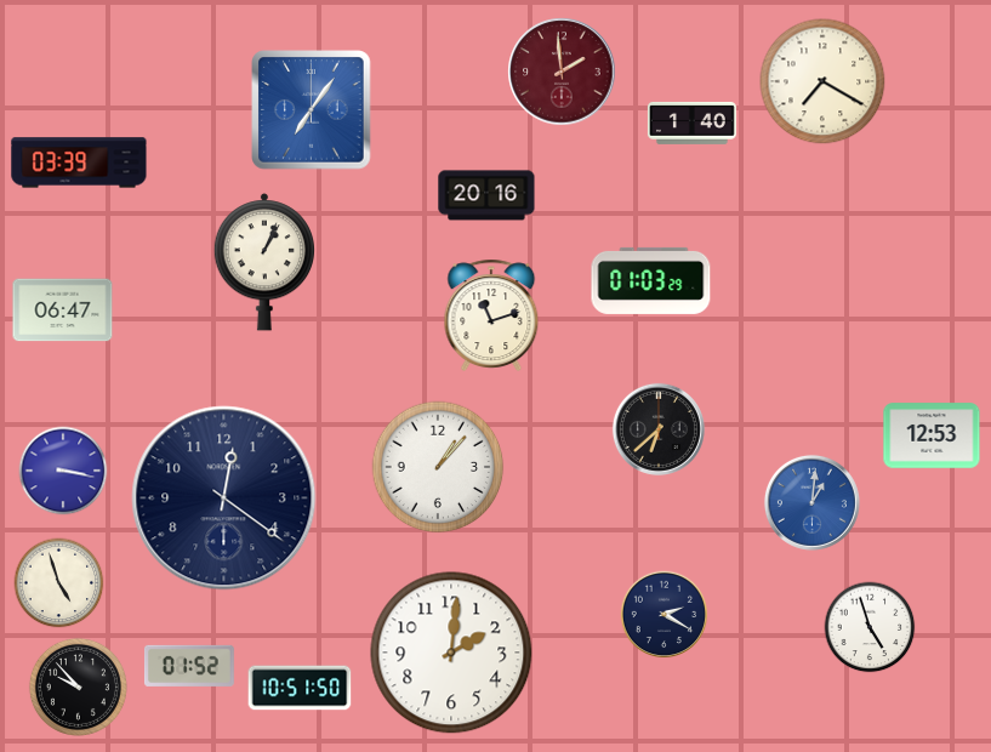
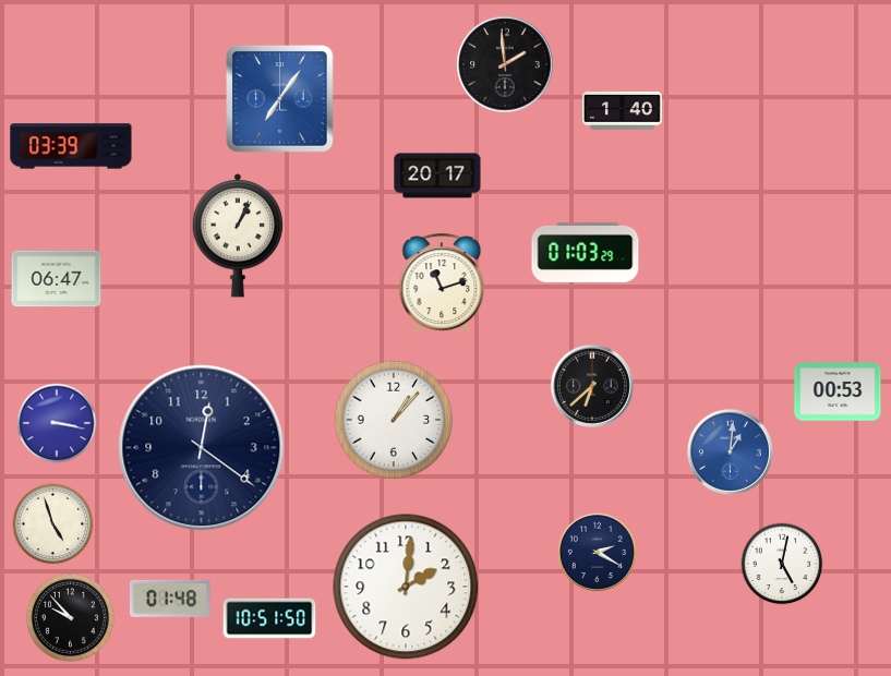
clock at (562, 72) dial: burgundy -> black
clock at (822, 81): 7:20 -> none
clock at (486, 195): 20:16 -> 20:17
clock at (932, 435): 12:53 -> 00:53
clock at (870, 627): 4:57 -> 5:02
clock at (189, 666): 01:52 -> 01:48
